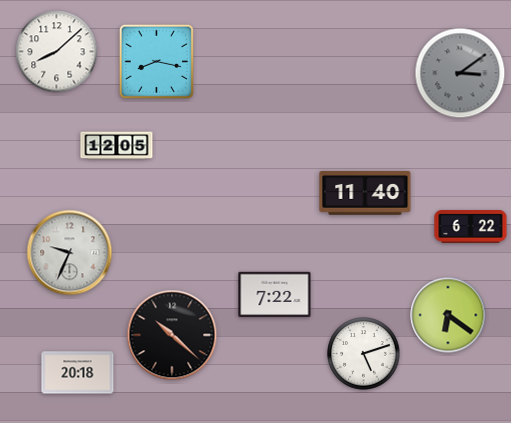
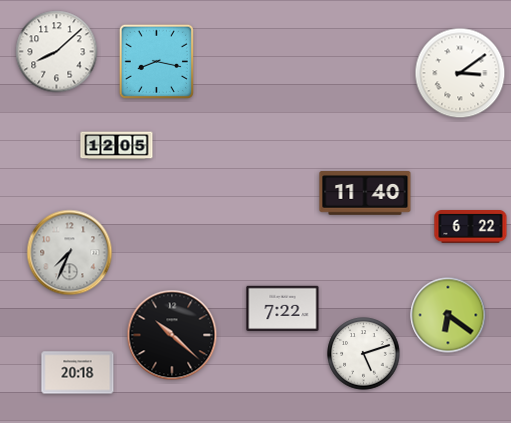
clock at (460, 73) dial: grey -> white
clock at (70, 253): 9:34 -> 7:34
clock at (275, 294) position: (275, 294) -> (283, 308)
